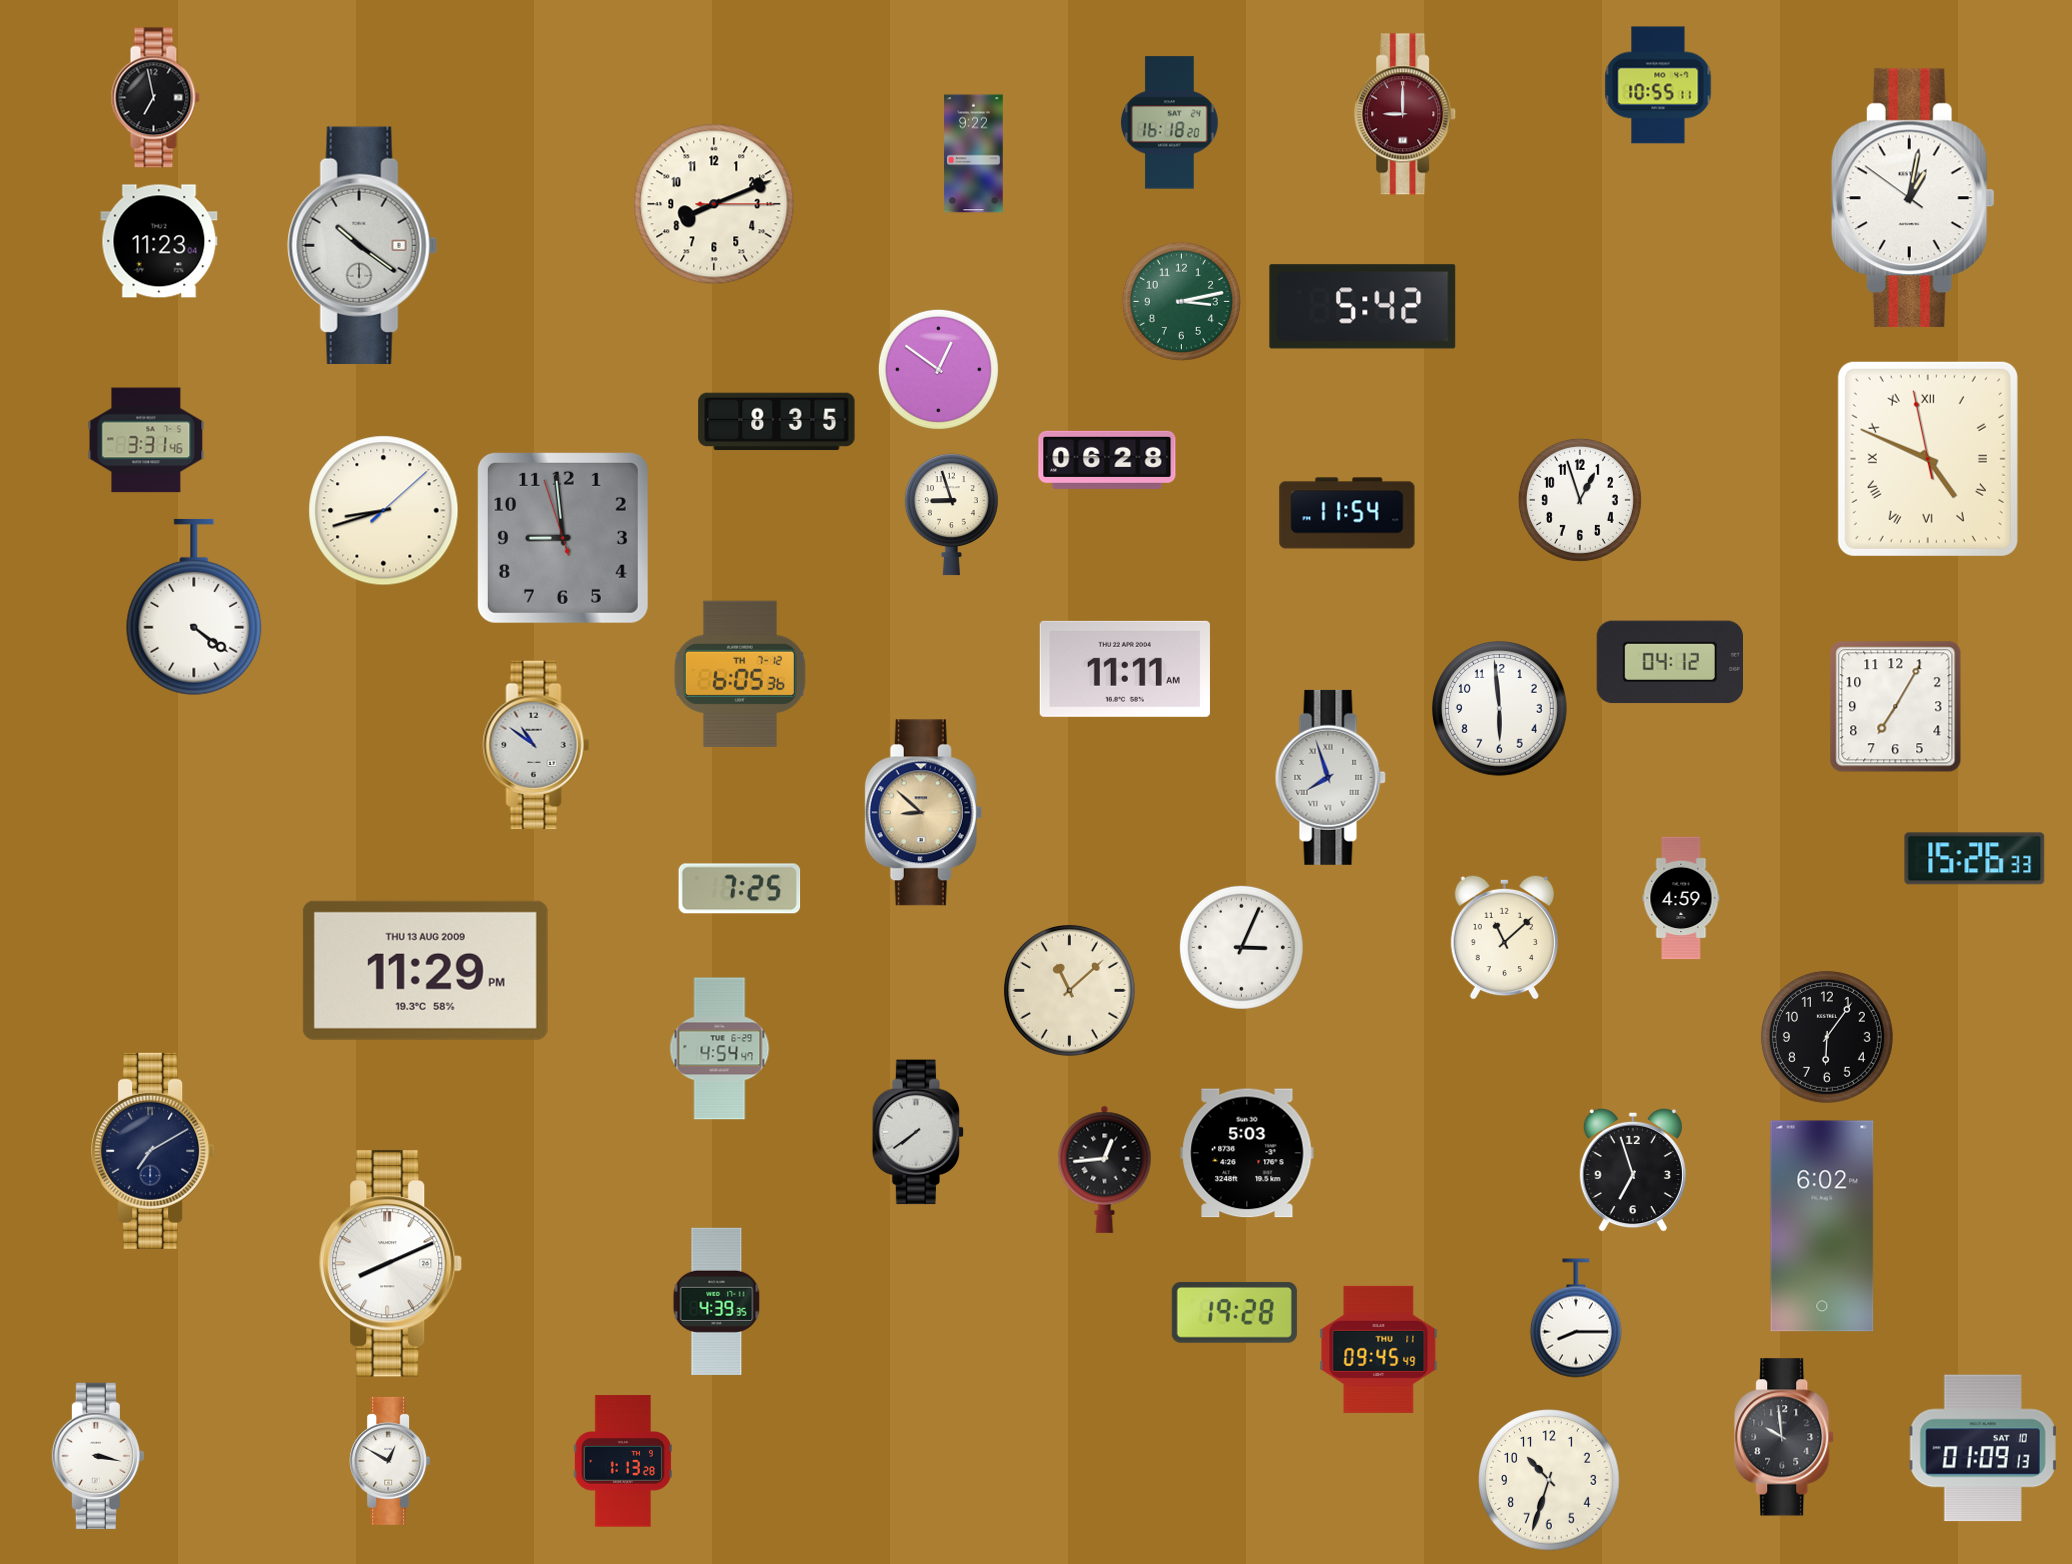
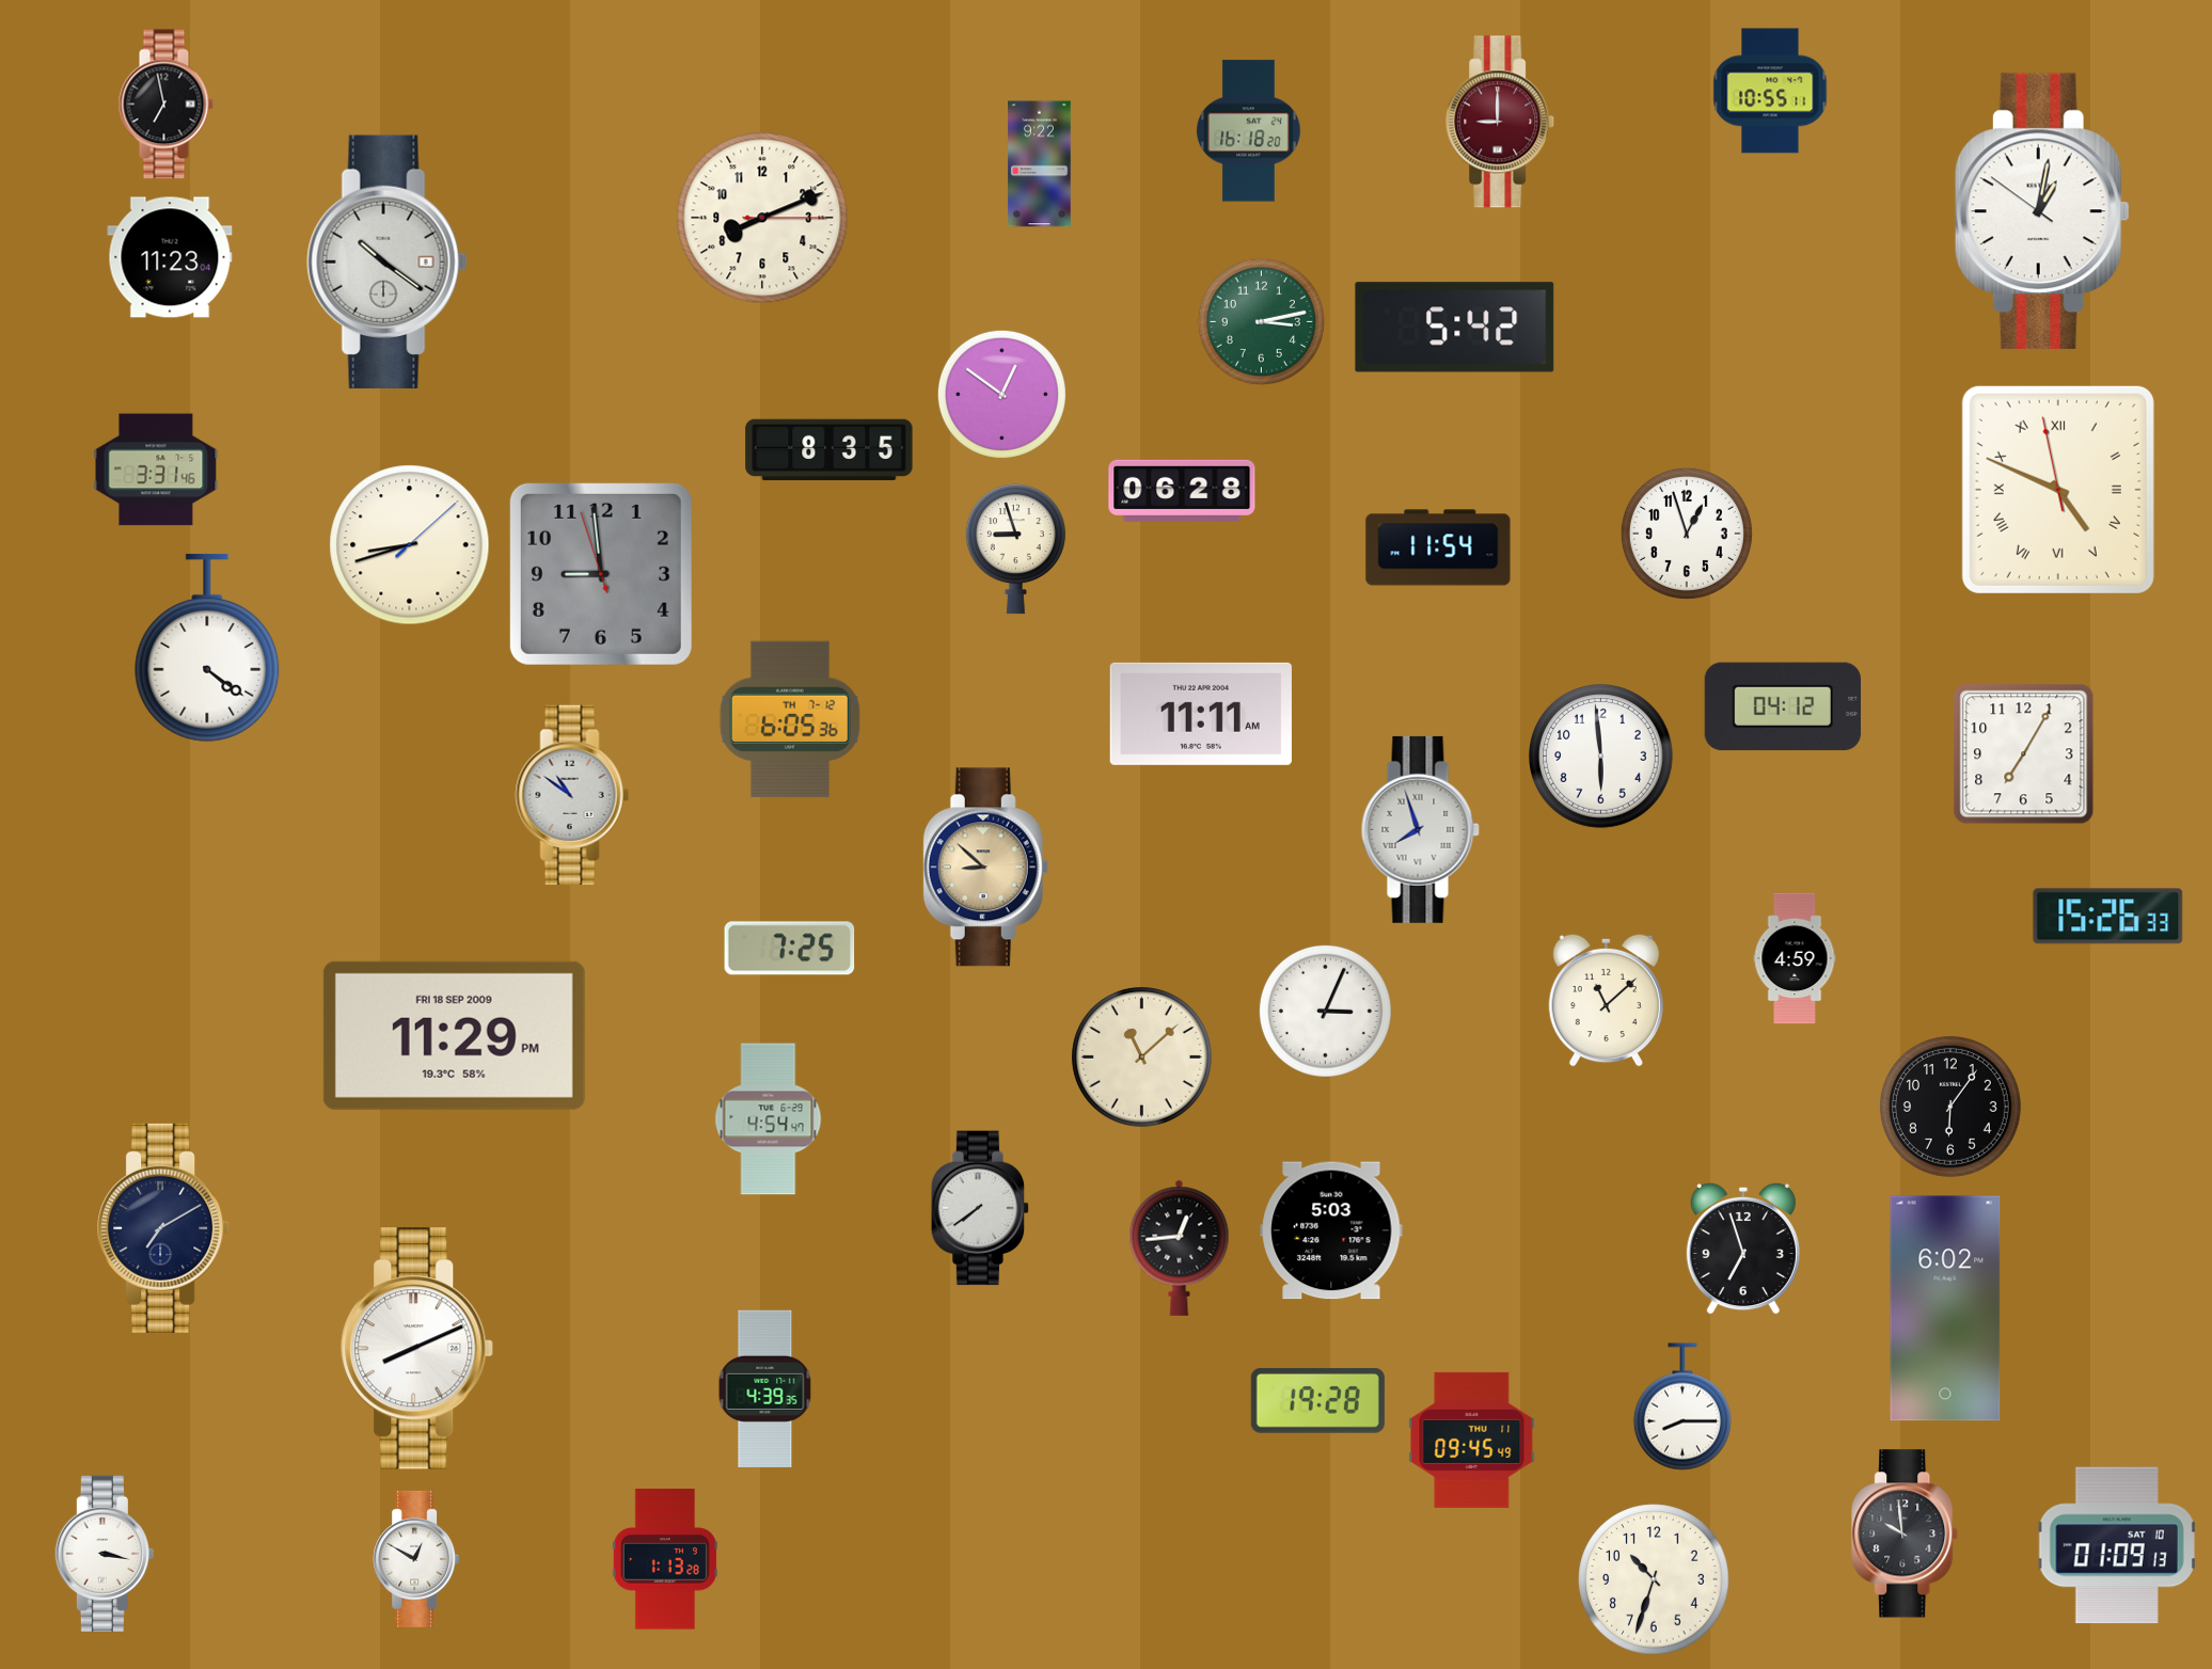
clock at (425, 970) date: THU 13 AUG 2009 -> FRI 18 SEP 2009
